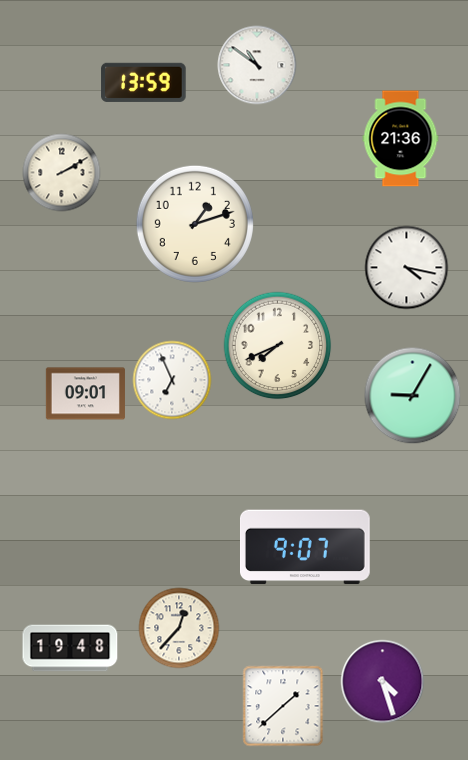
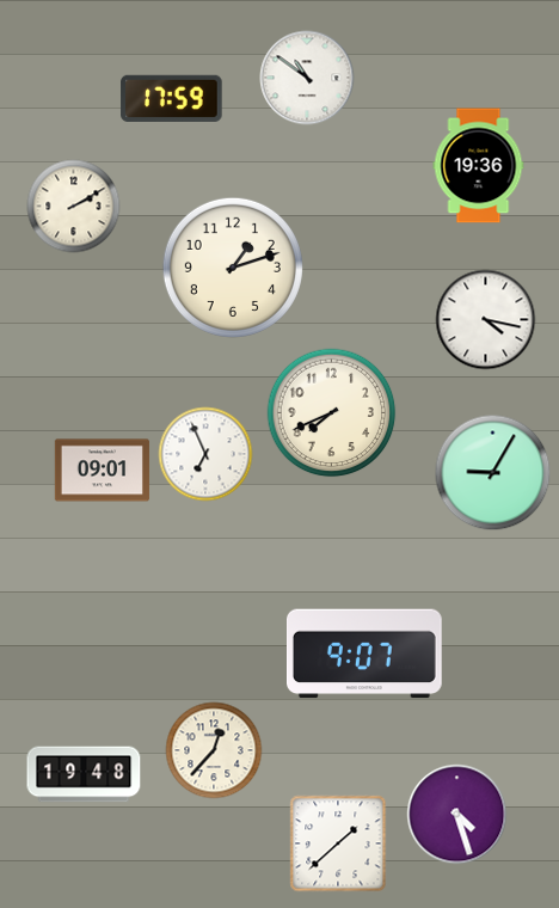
clock at (144, 82): 13:59 -> 17:59
clock at (401, 139): 21:36 -> 19:36
